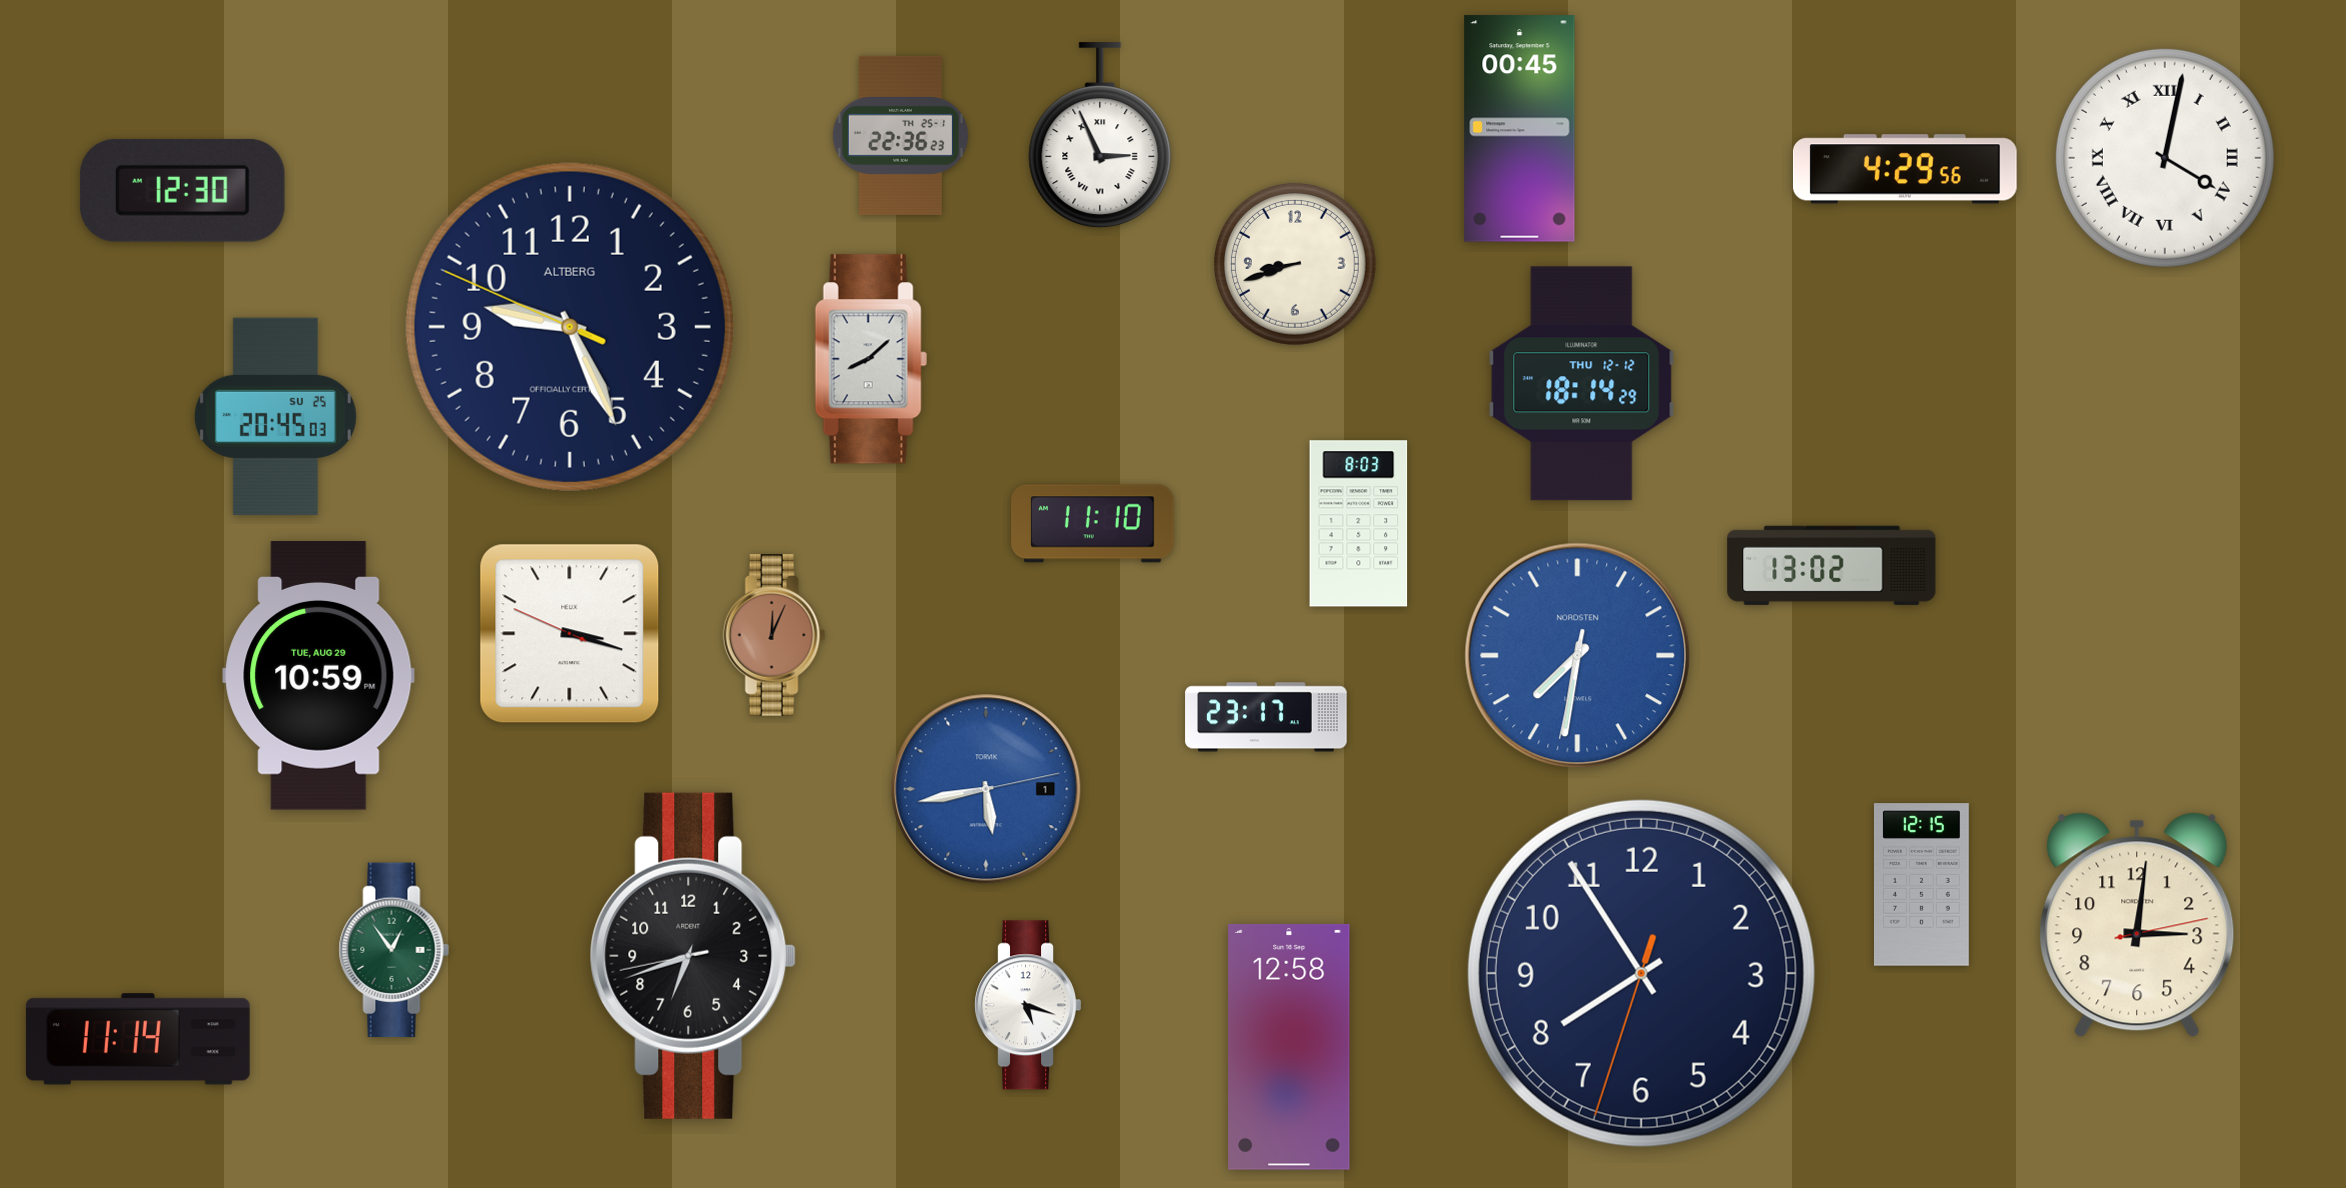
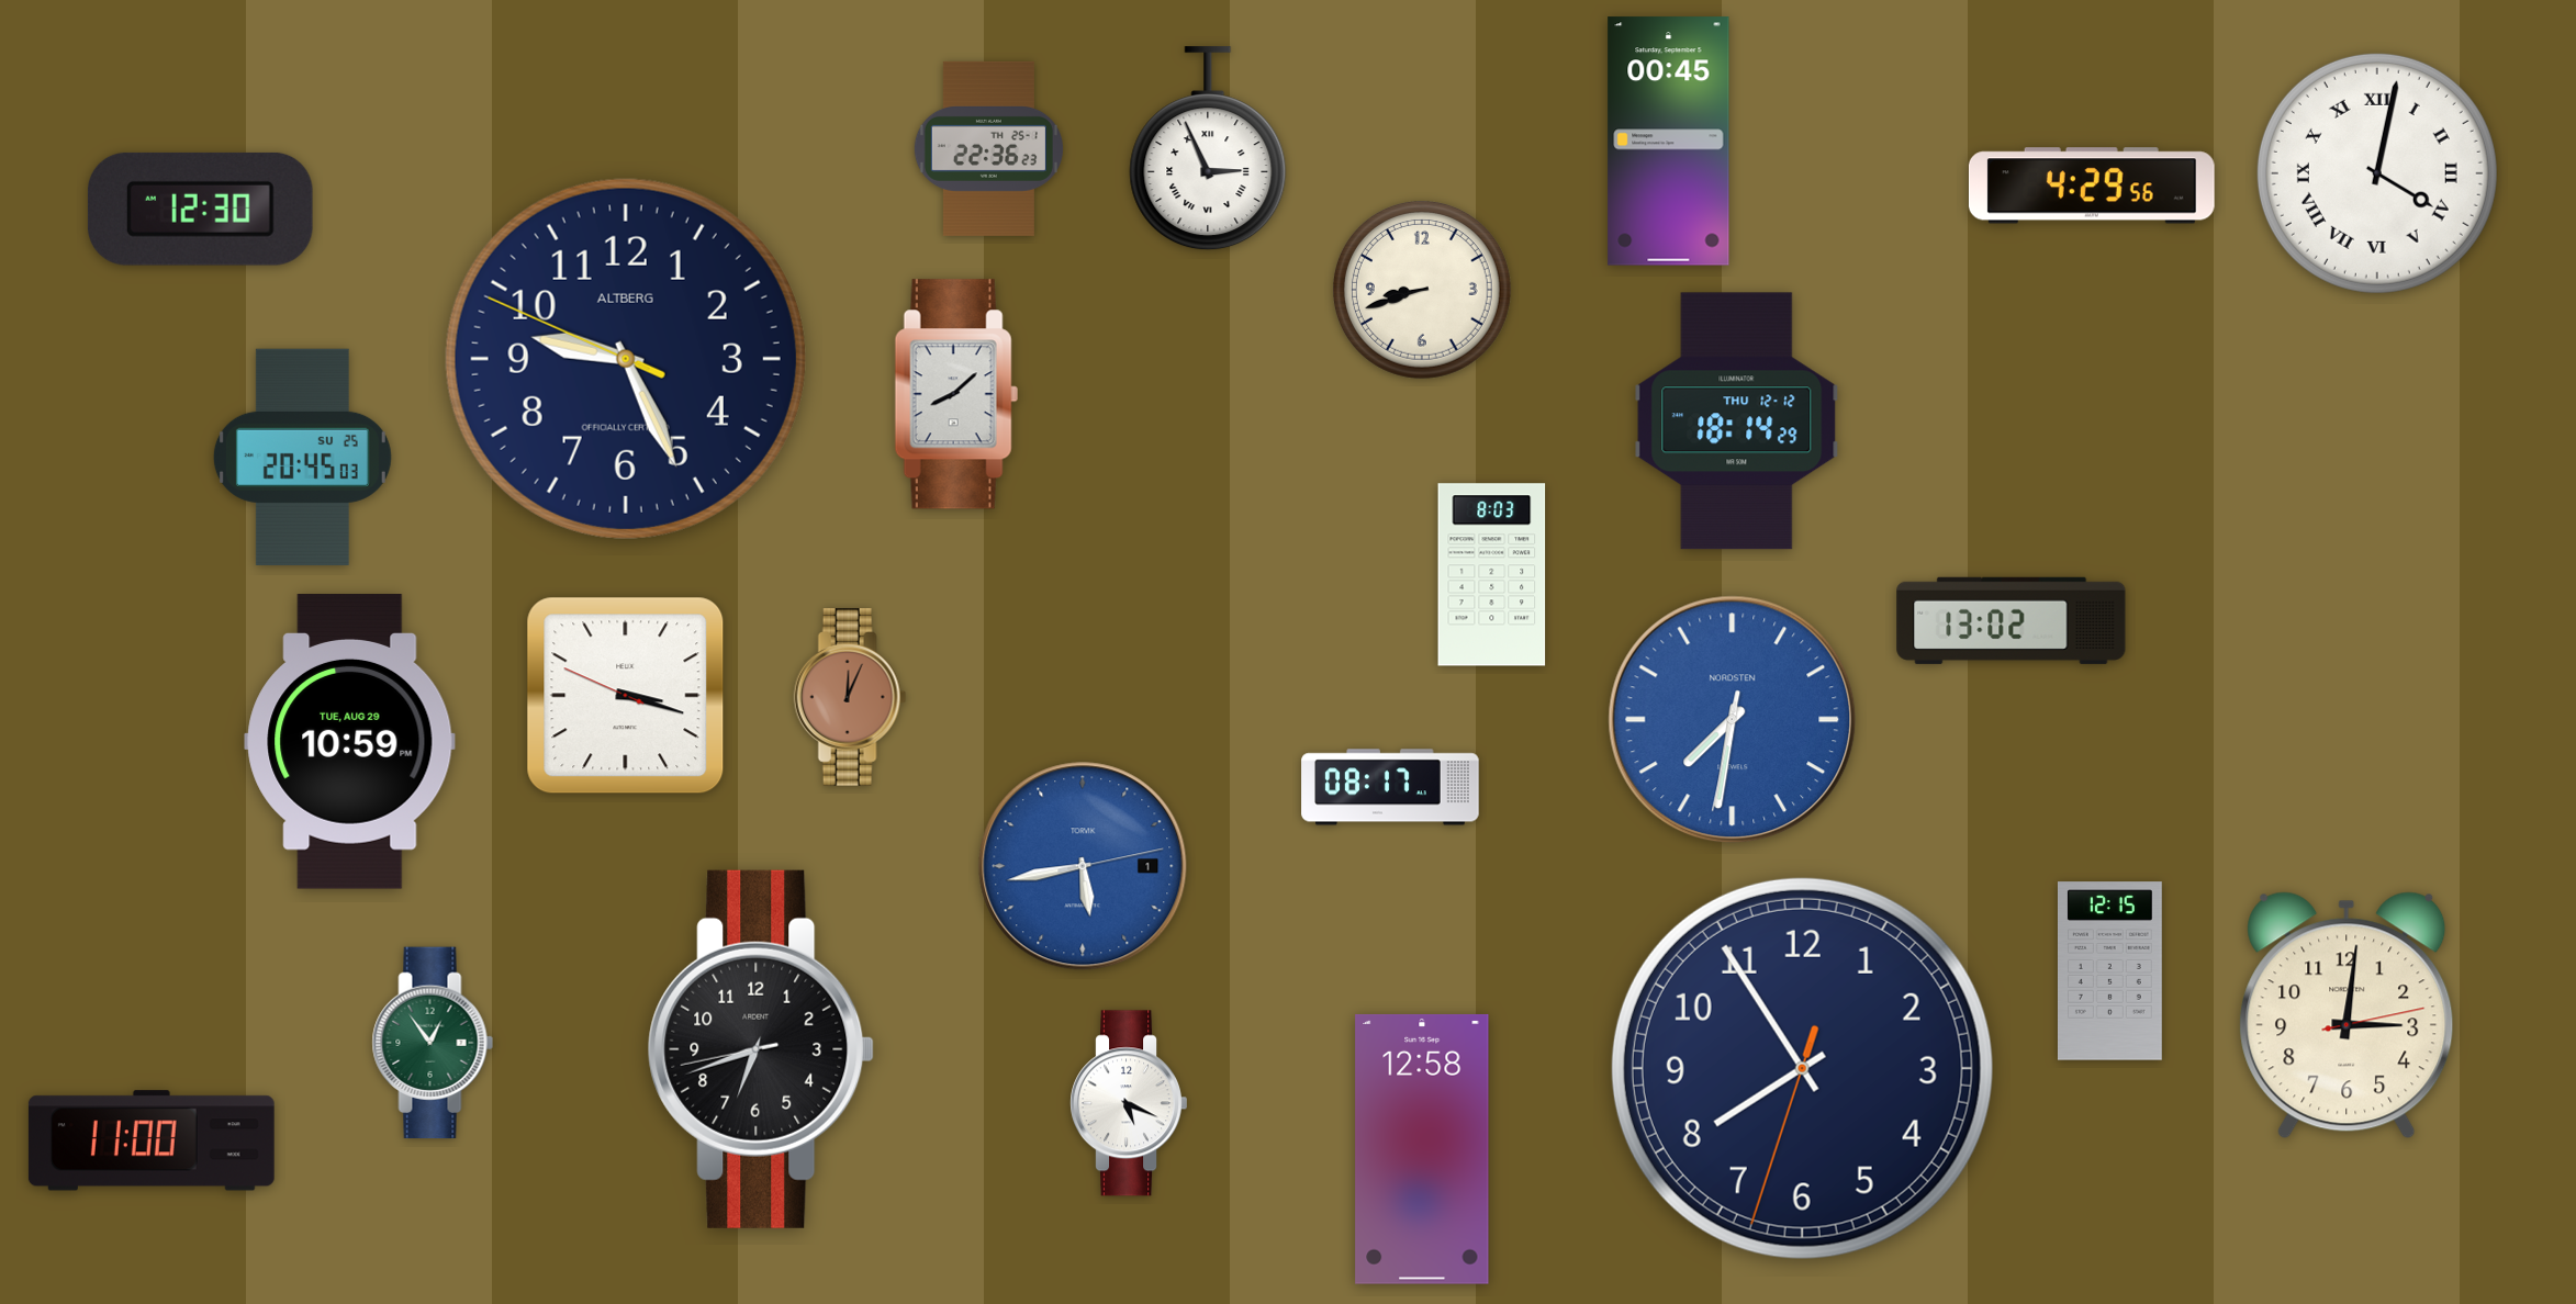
clock at (1093, 524): 11:10 -> none
clock at (1266, 717): 23:17 -> 08:17
clock at (1027, 1005): 5:18 -> 5:19
clock at (138, 1039): 11:14 -> 11:00
clock at (1289, 1047) position: (1289, 1047) -> (1422, 1149)
